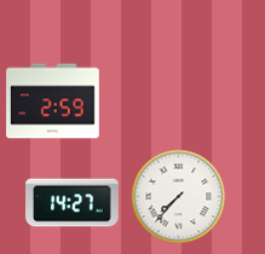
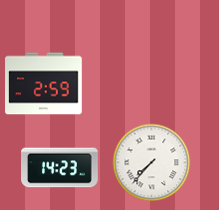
clock at (178, 196) position: (178, 196) -> (151, 162)
clock at (73, 203): 14:27 -> 14:23
